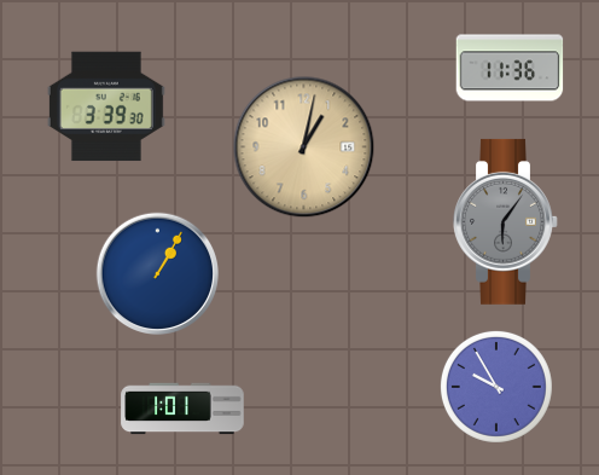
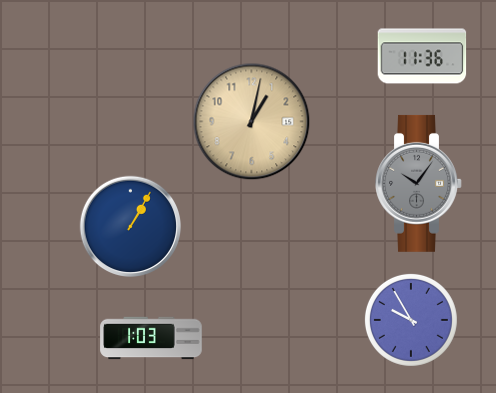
clock at (106, 106): 3:39 -> none
clock at (506, 221): 6:06 -> 10:06
clock at (182, 409): 1:01 -> 1:03
